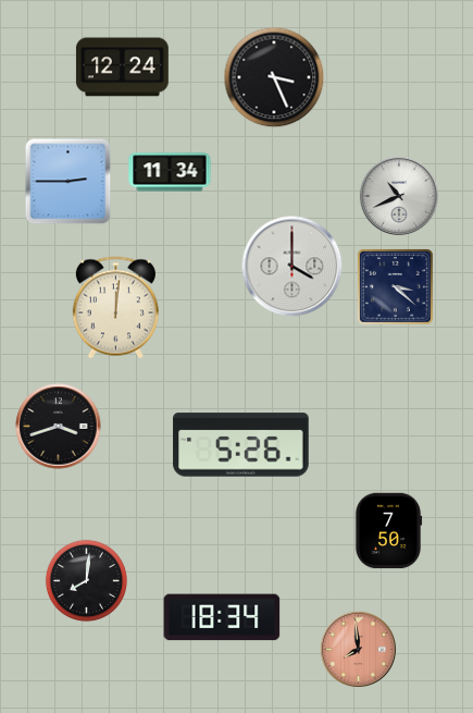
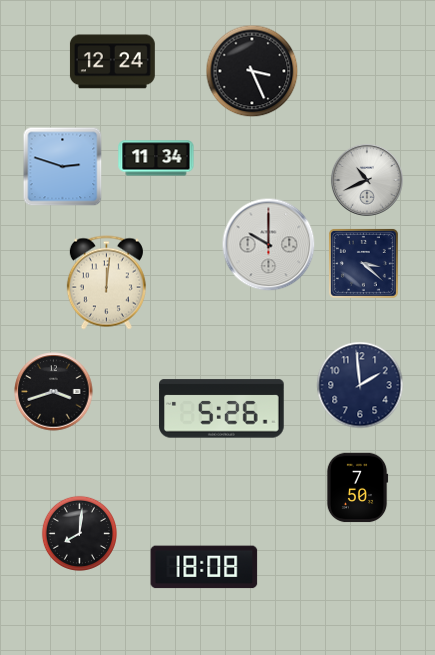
clock at (69, 182): 2:45 -> 2:48
clock at (292, 267): 4:00 -> 10:00
clock at (360, 385): none -> 1:59
clock at (222, 617): 18:34 -> 18:08
clock at (358, 649): 7:59 -> none
